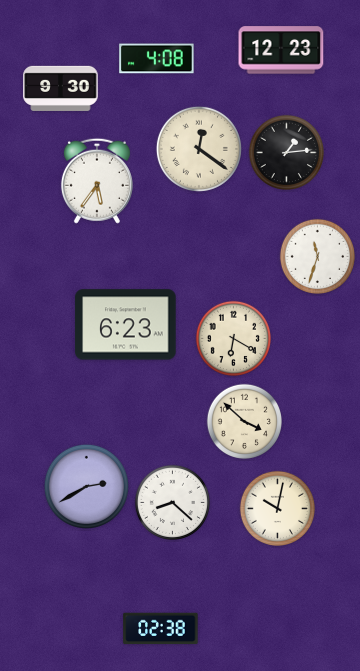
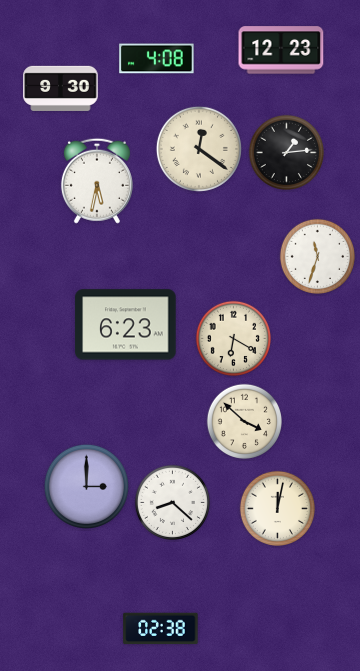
clock at (97, 181): 5:36 -> 5:32
clock at (86, 486): 2:40 -> 3:00
clock at (277, 508): 10:02 -> 12:02
